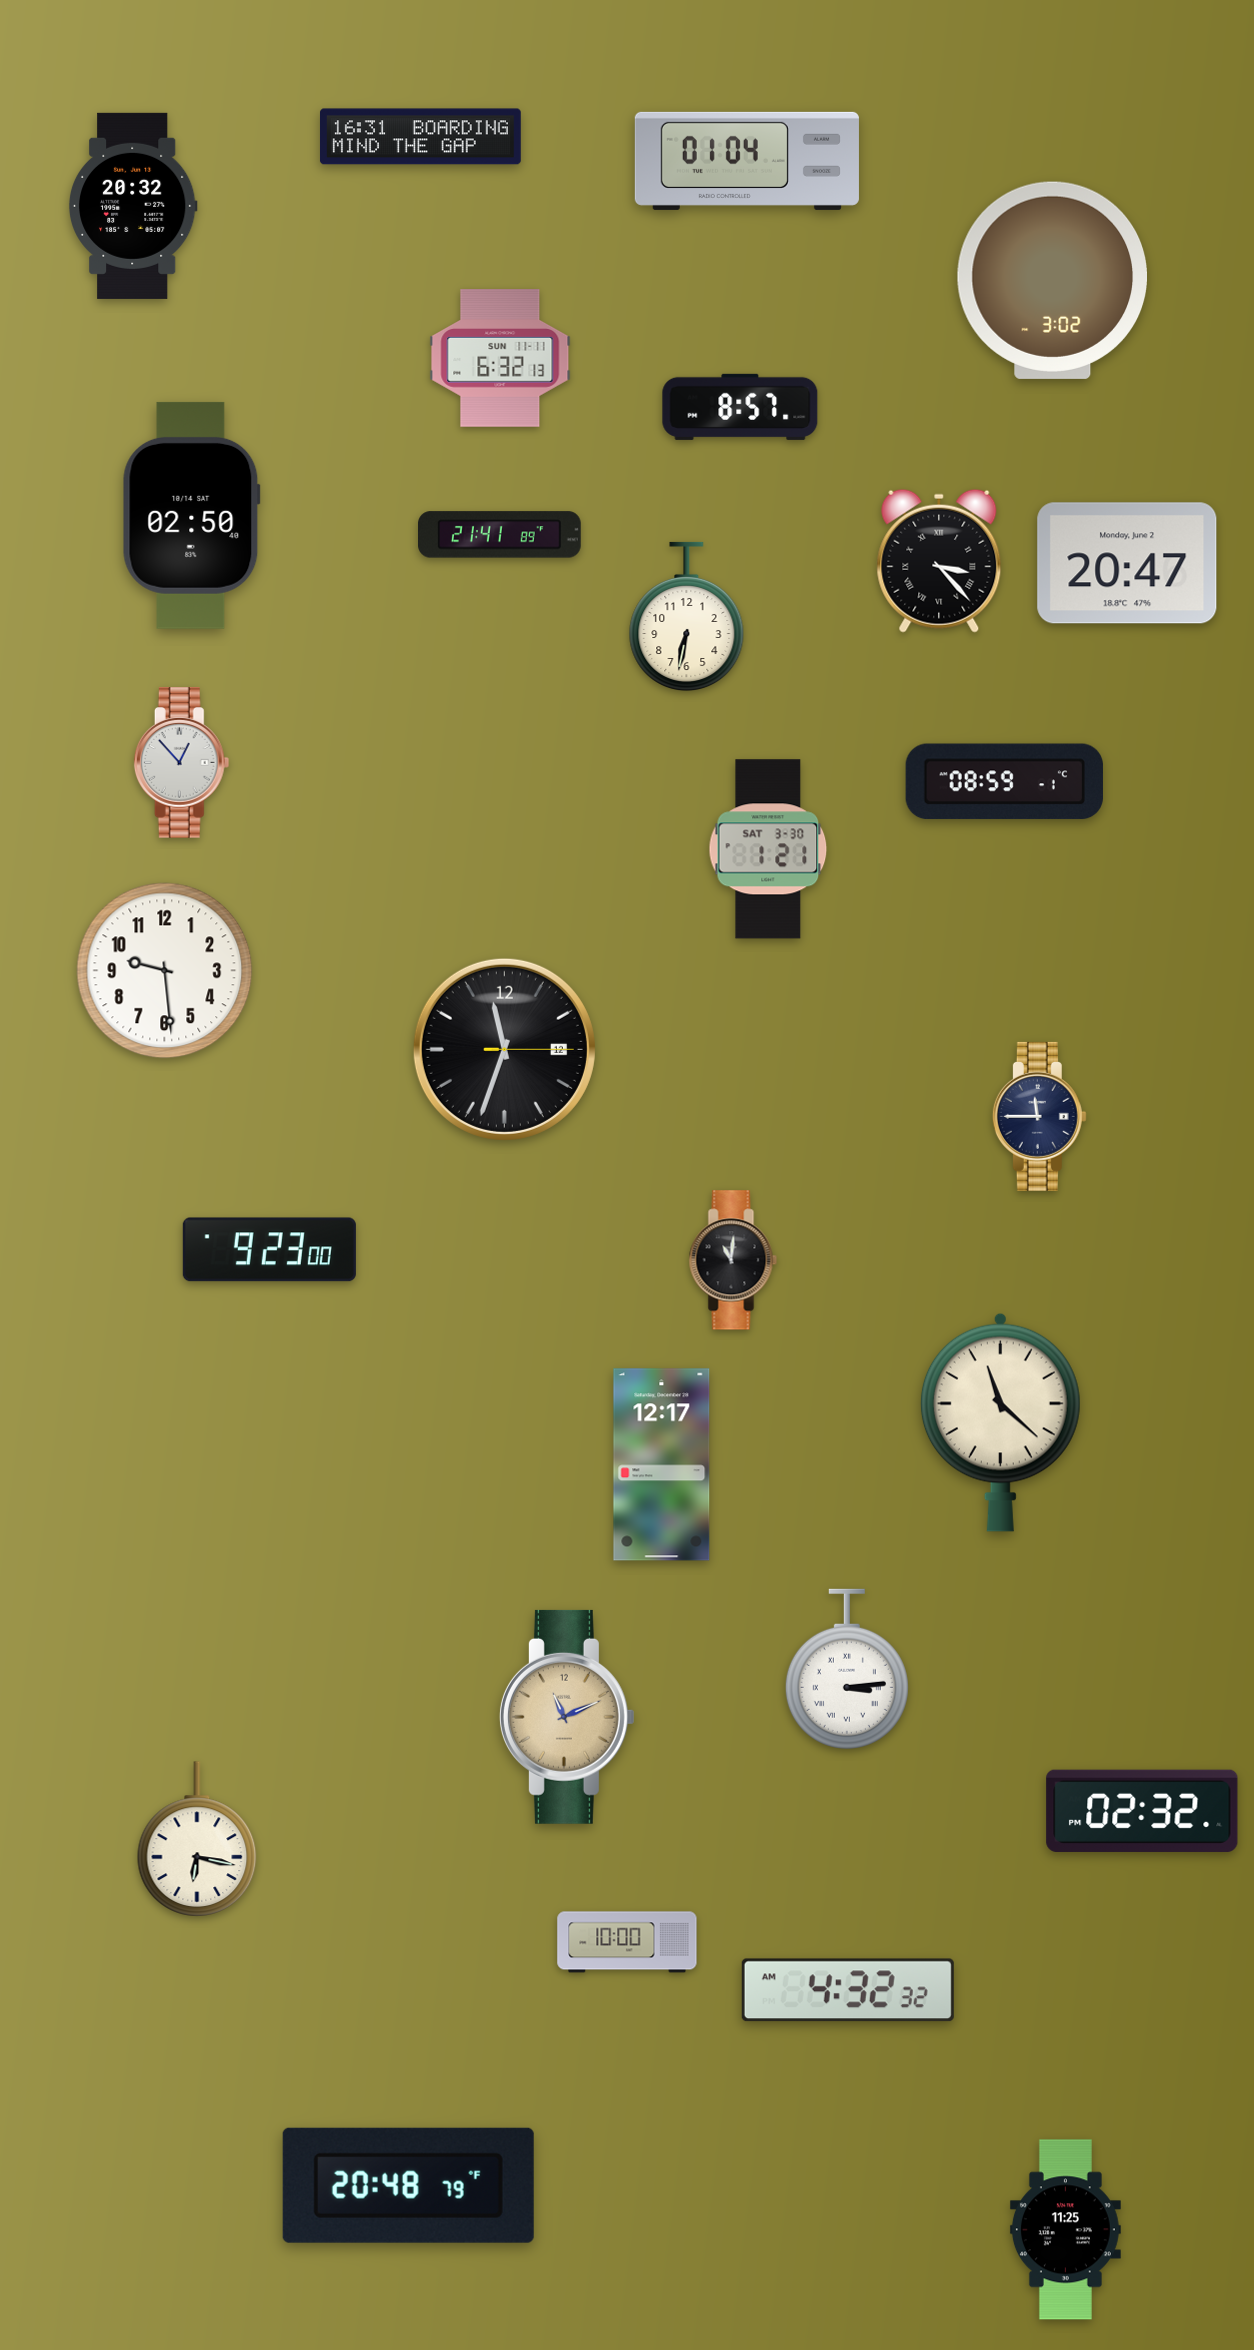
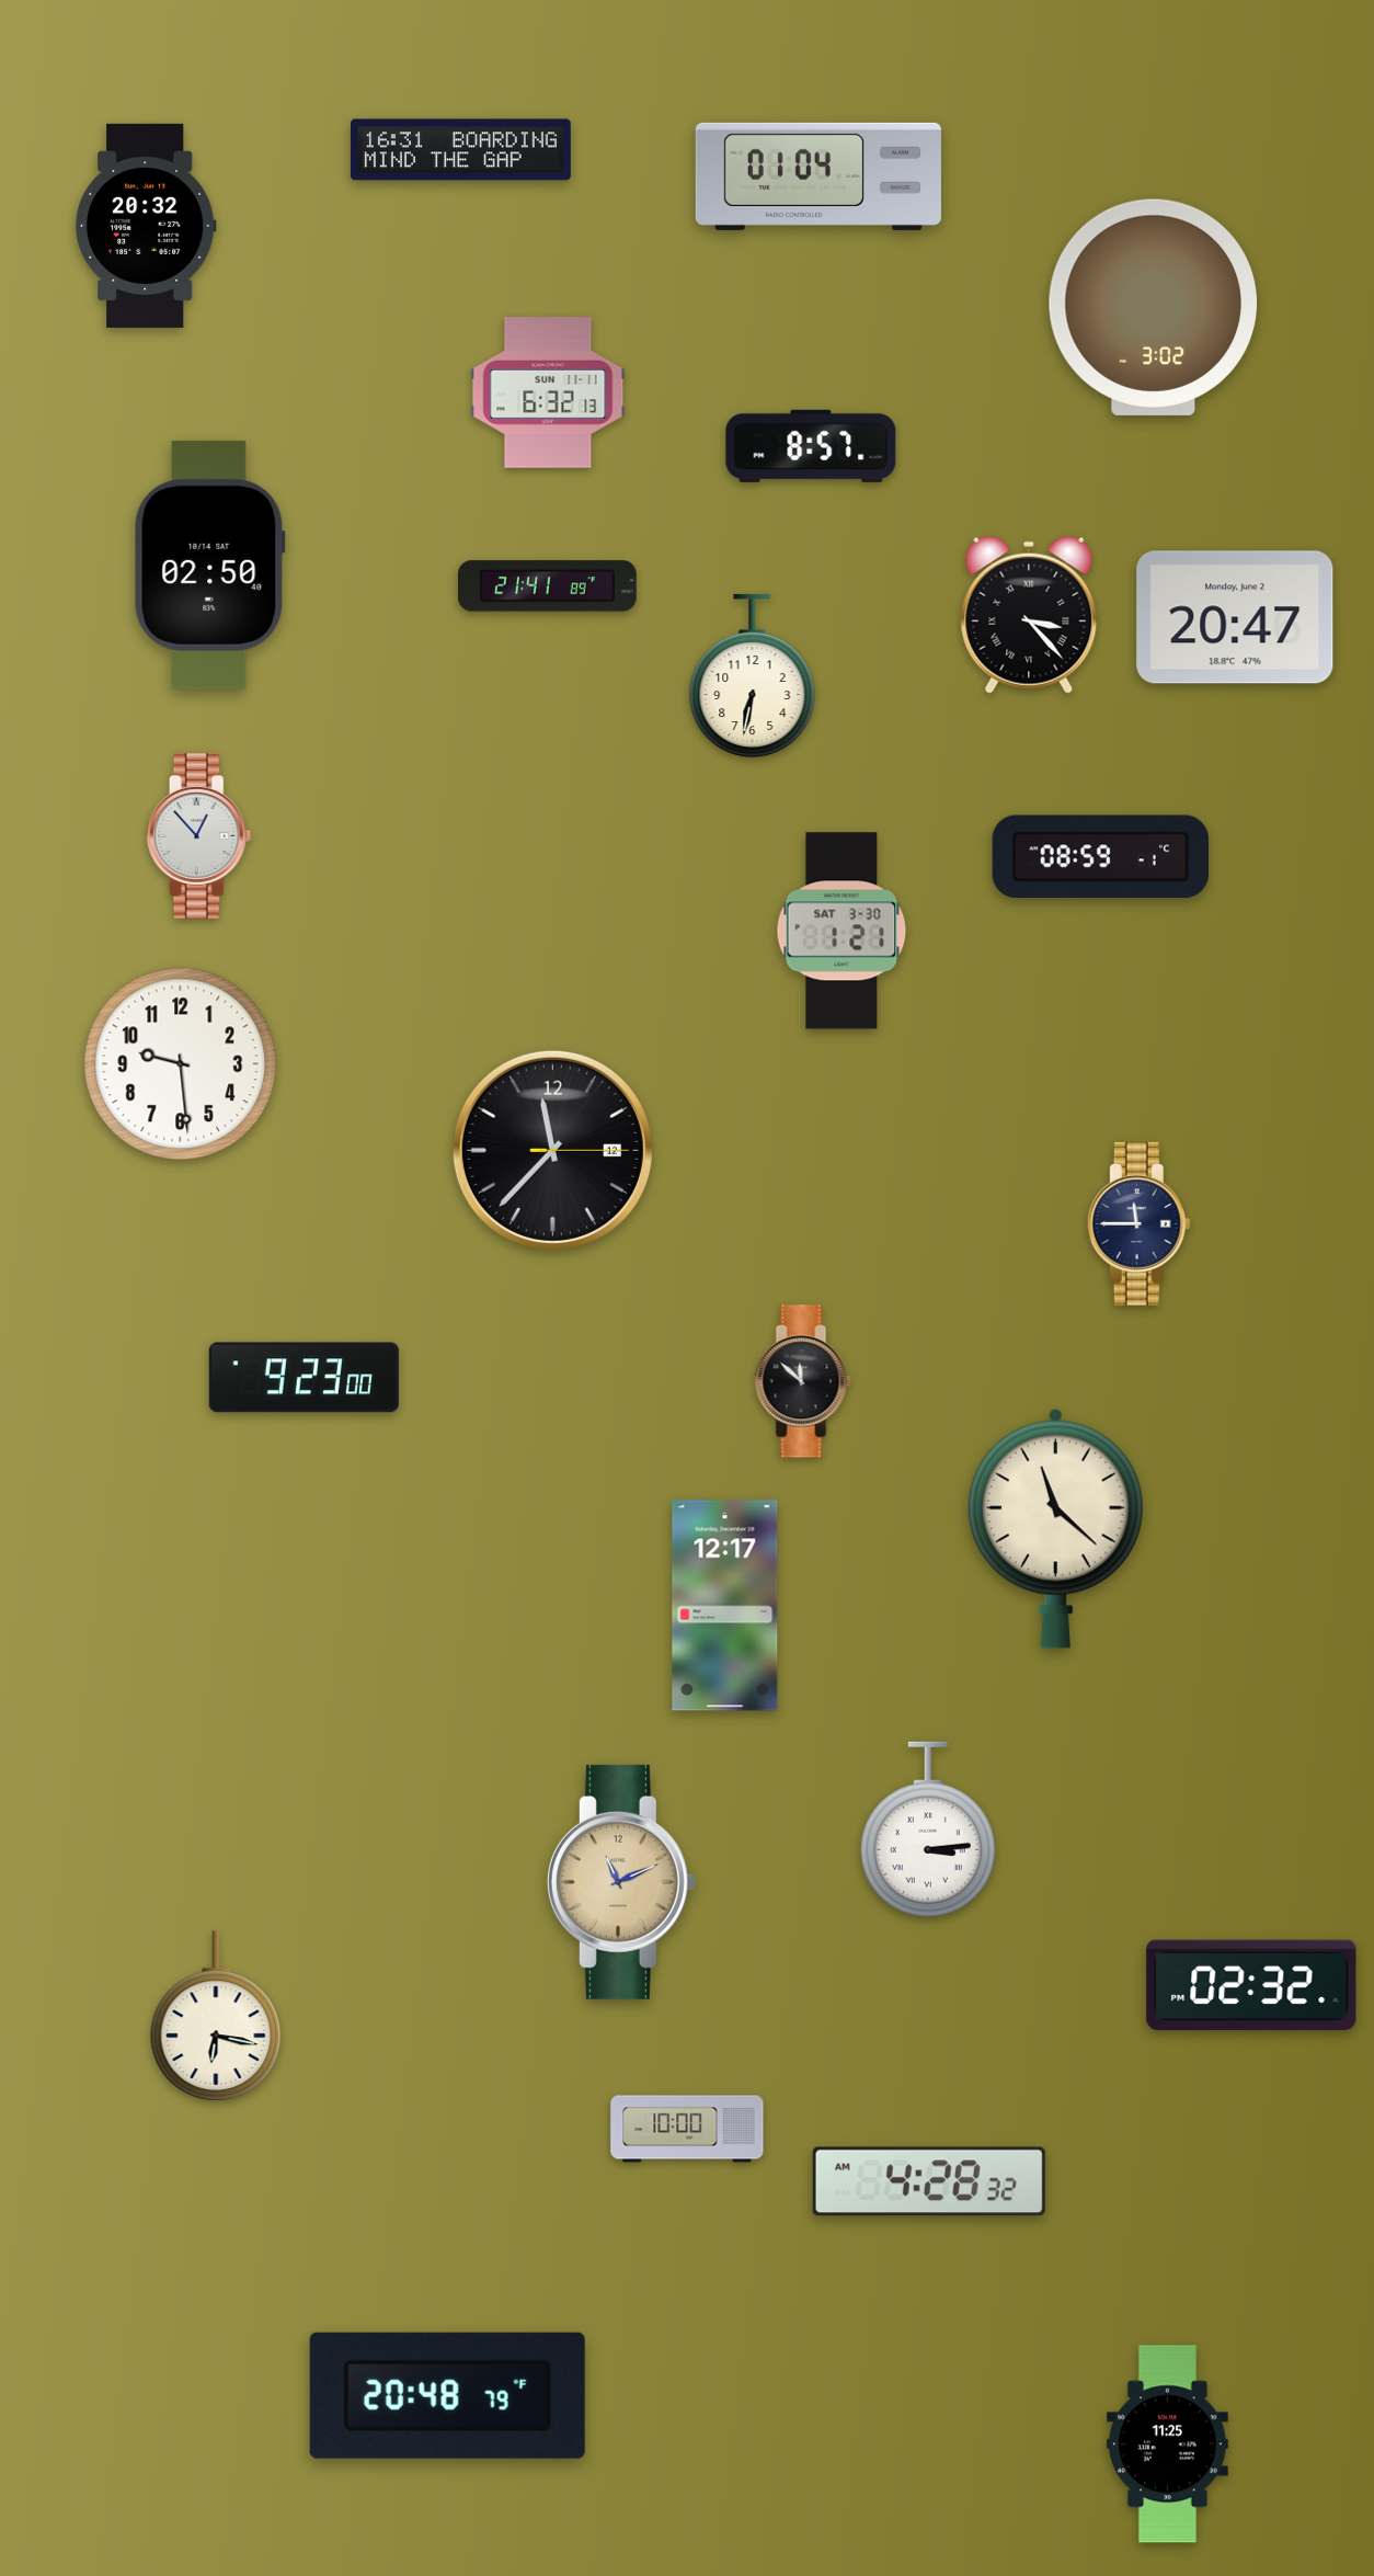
clock at (504, 1049): 11:33 -> 11:37
clock at (269, 1250) position: (269, 1250) -> (304, 1378)
clock at (733, 1260): 11:01 -> 11:52
clock at (1000, 1422) position: (1000, 1422) -> (1055, 1528)
clock at (848, 1990): 4:32 -> 4:28
